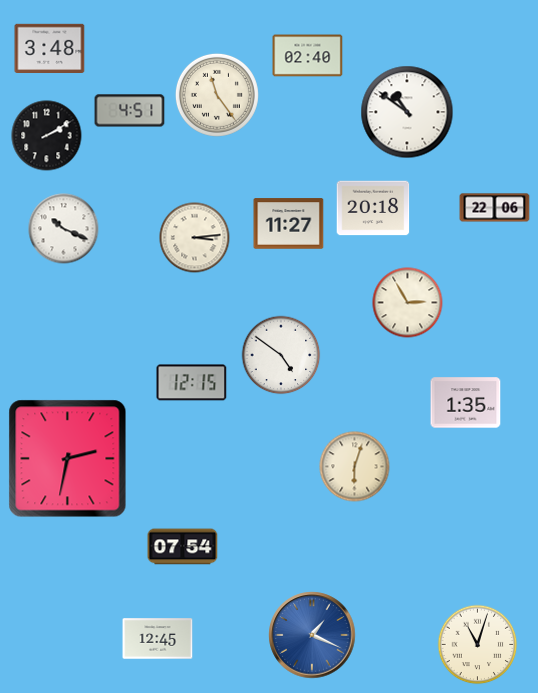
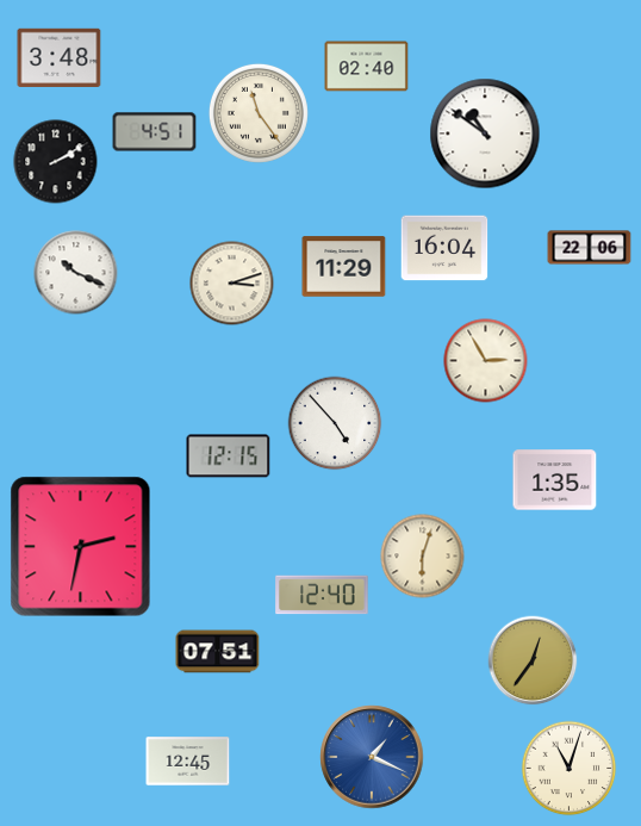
clock at (373, 208): 20:18 -> 16:04
clock at (289, 224): 11:27 -> 11:29
clock at (195, 238): 3:14 -> 3:12
clock at (281, 355): 4:51 -> 4:53
clock at (322, 595): none -> 12:40
clock at (183, 547): 07:54 -> 07:51
clock at (533, 660): none -> 12:36
